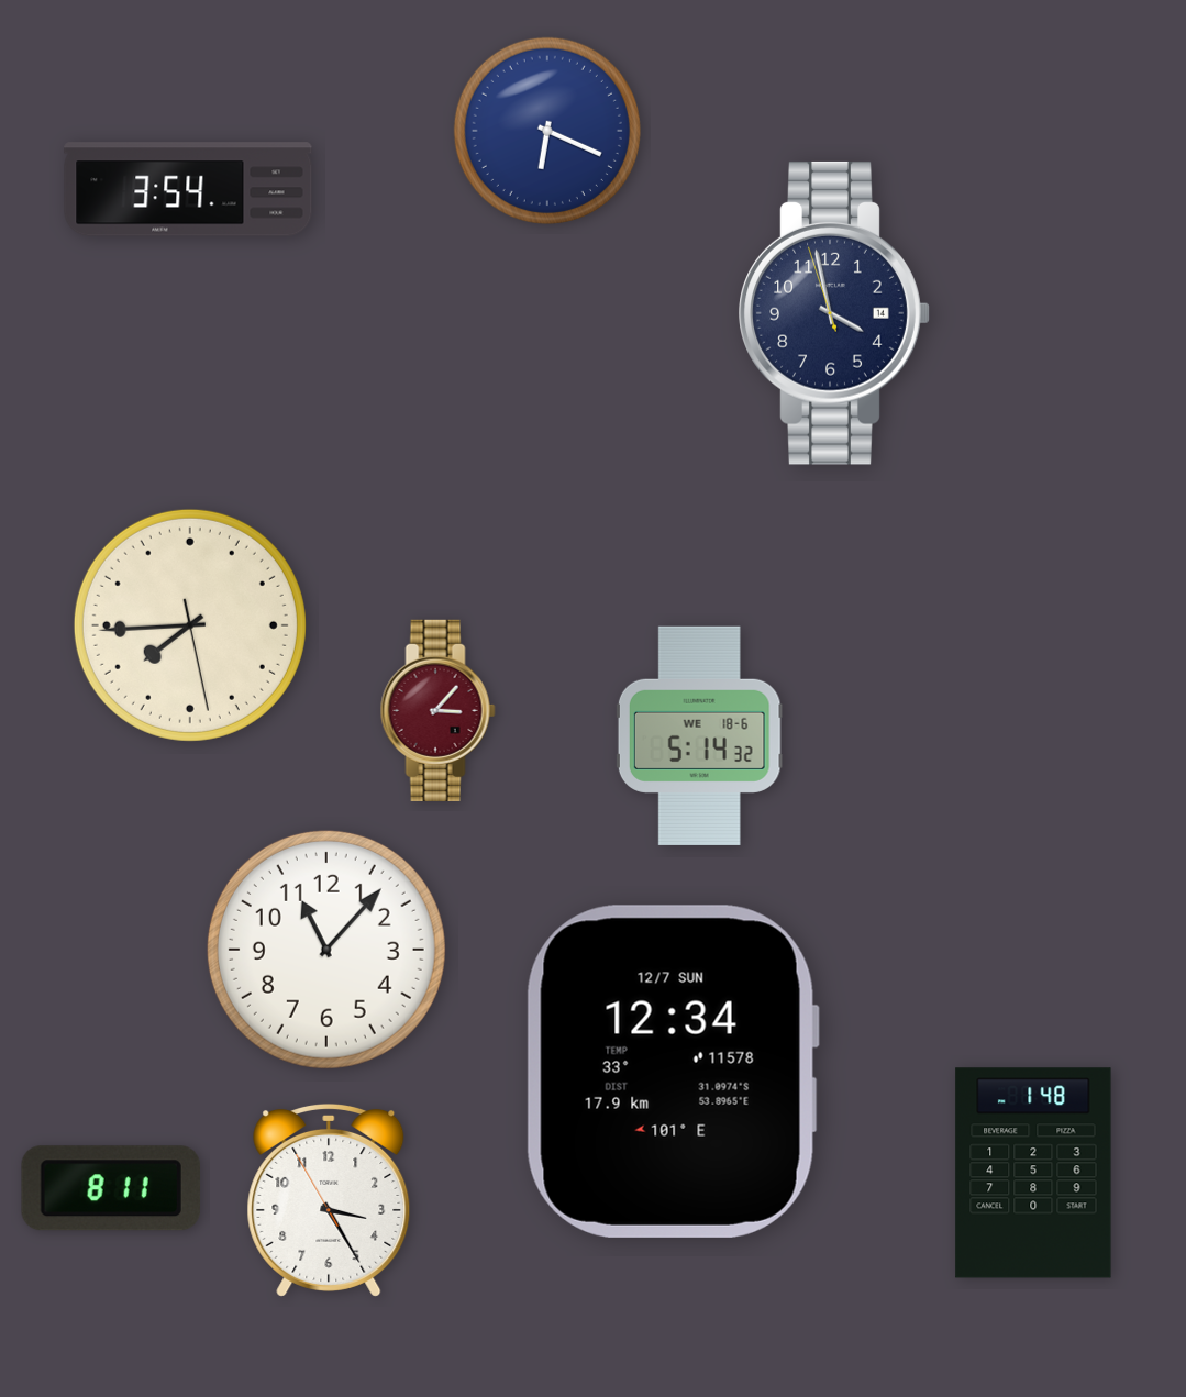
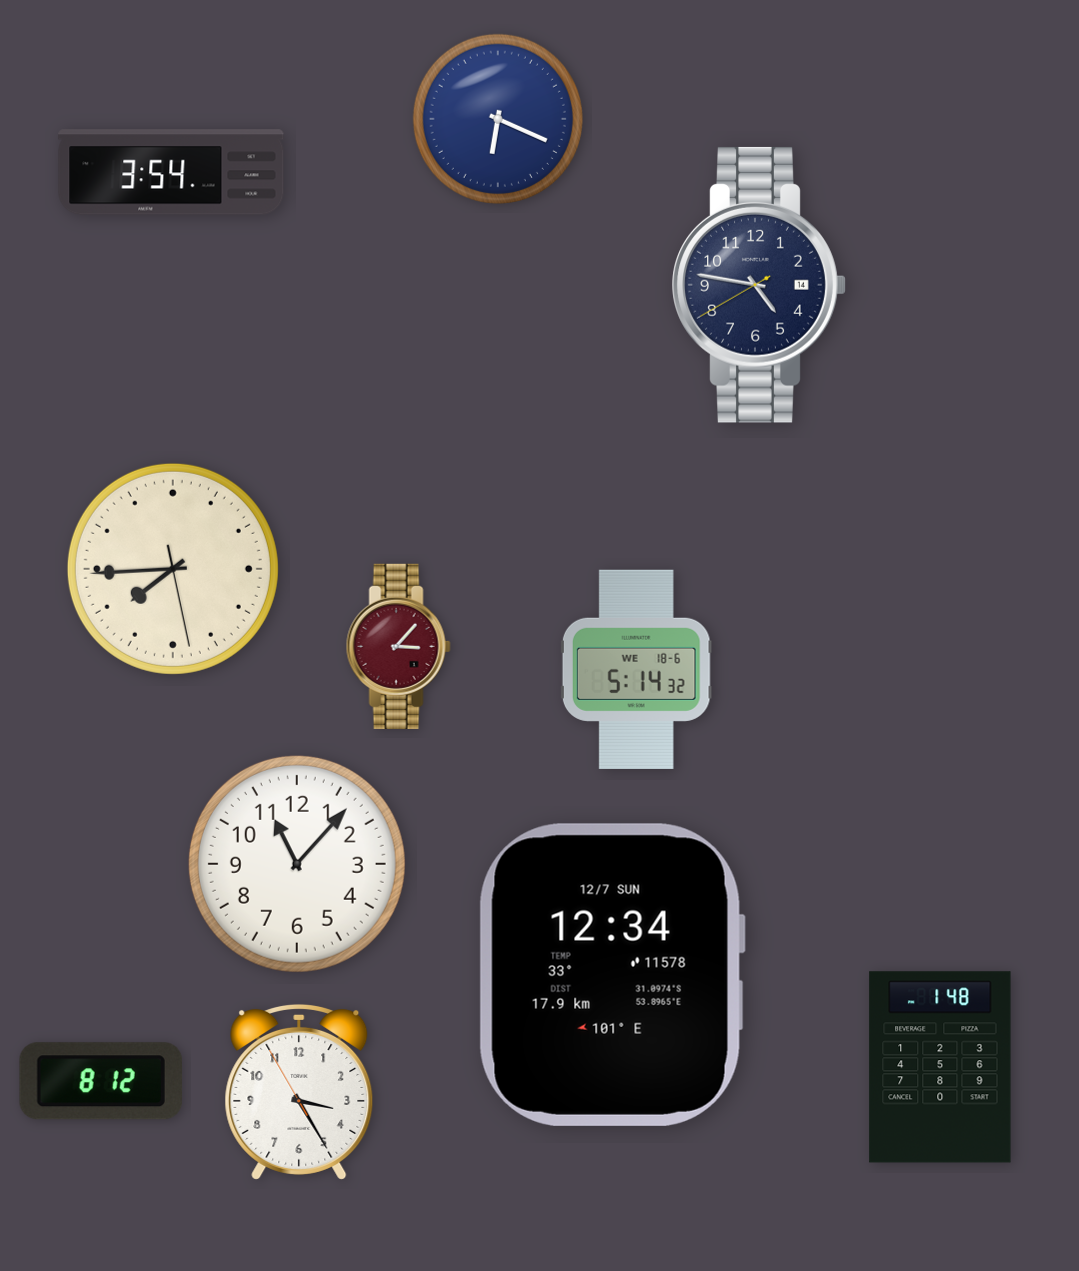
clock at (834, 313): 3:57 -> 4:46
clock at (111, 1188): 8:11 -> 8:12
